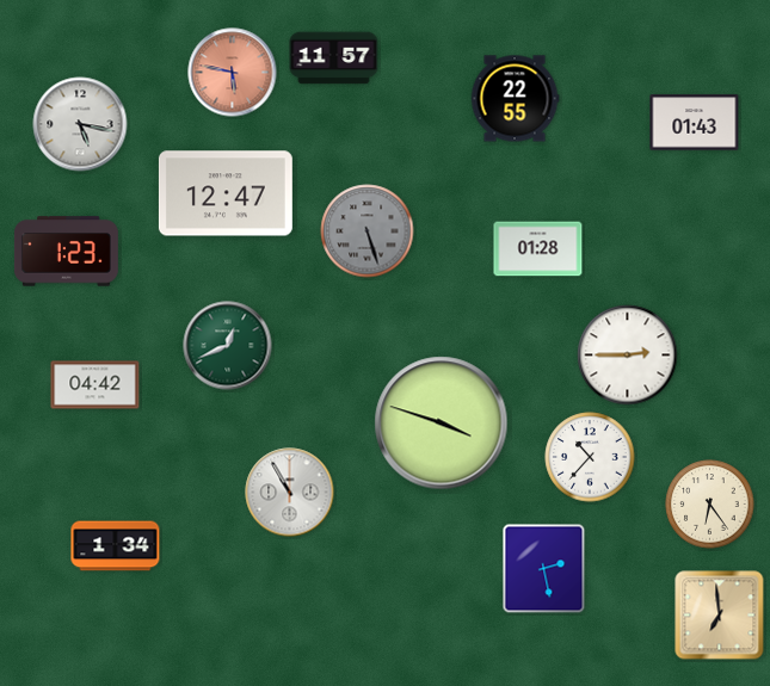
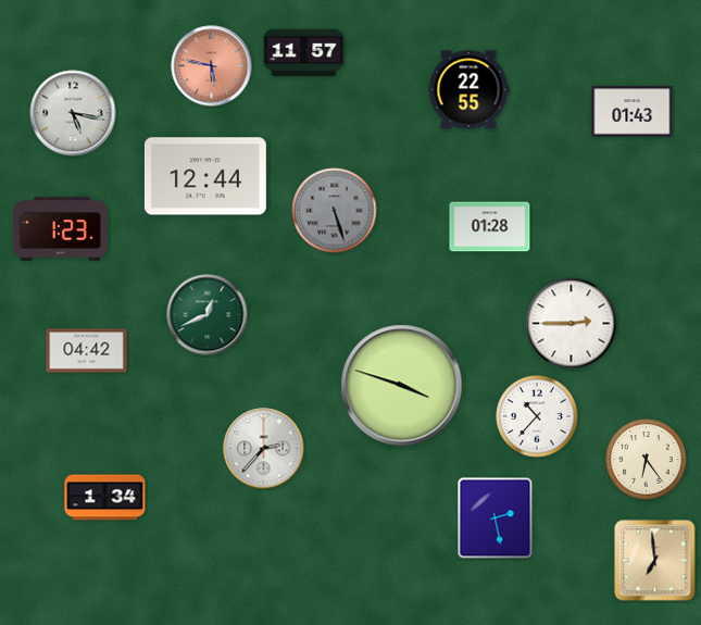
clock at (226, 193): 12:47 -> 12:44
clock at (290, 493): 10:55 -> 2:37
